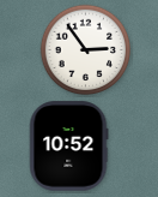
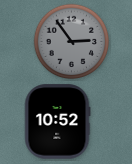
clock at (86, 50) dial: white -> grey
